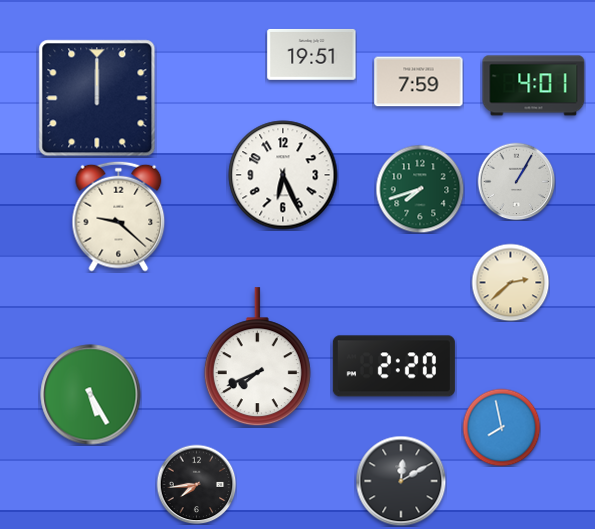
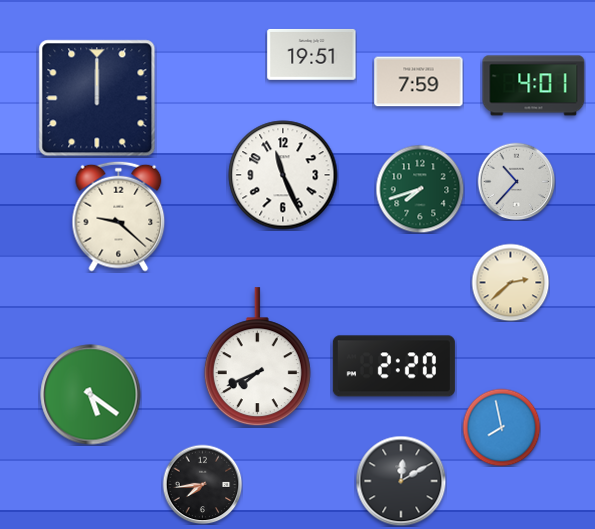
clock at (283, 175): 6:26 -> 11:26
clock at (516, 181): 1:05 -> 10:37
clock at (91, 395): 5:25 -> 5:21
clock at (196, 484) position: (196, 484) -> (202, 484)
